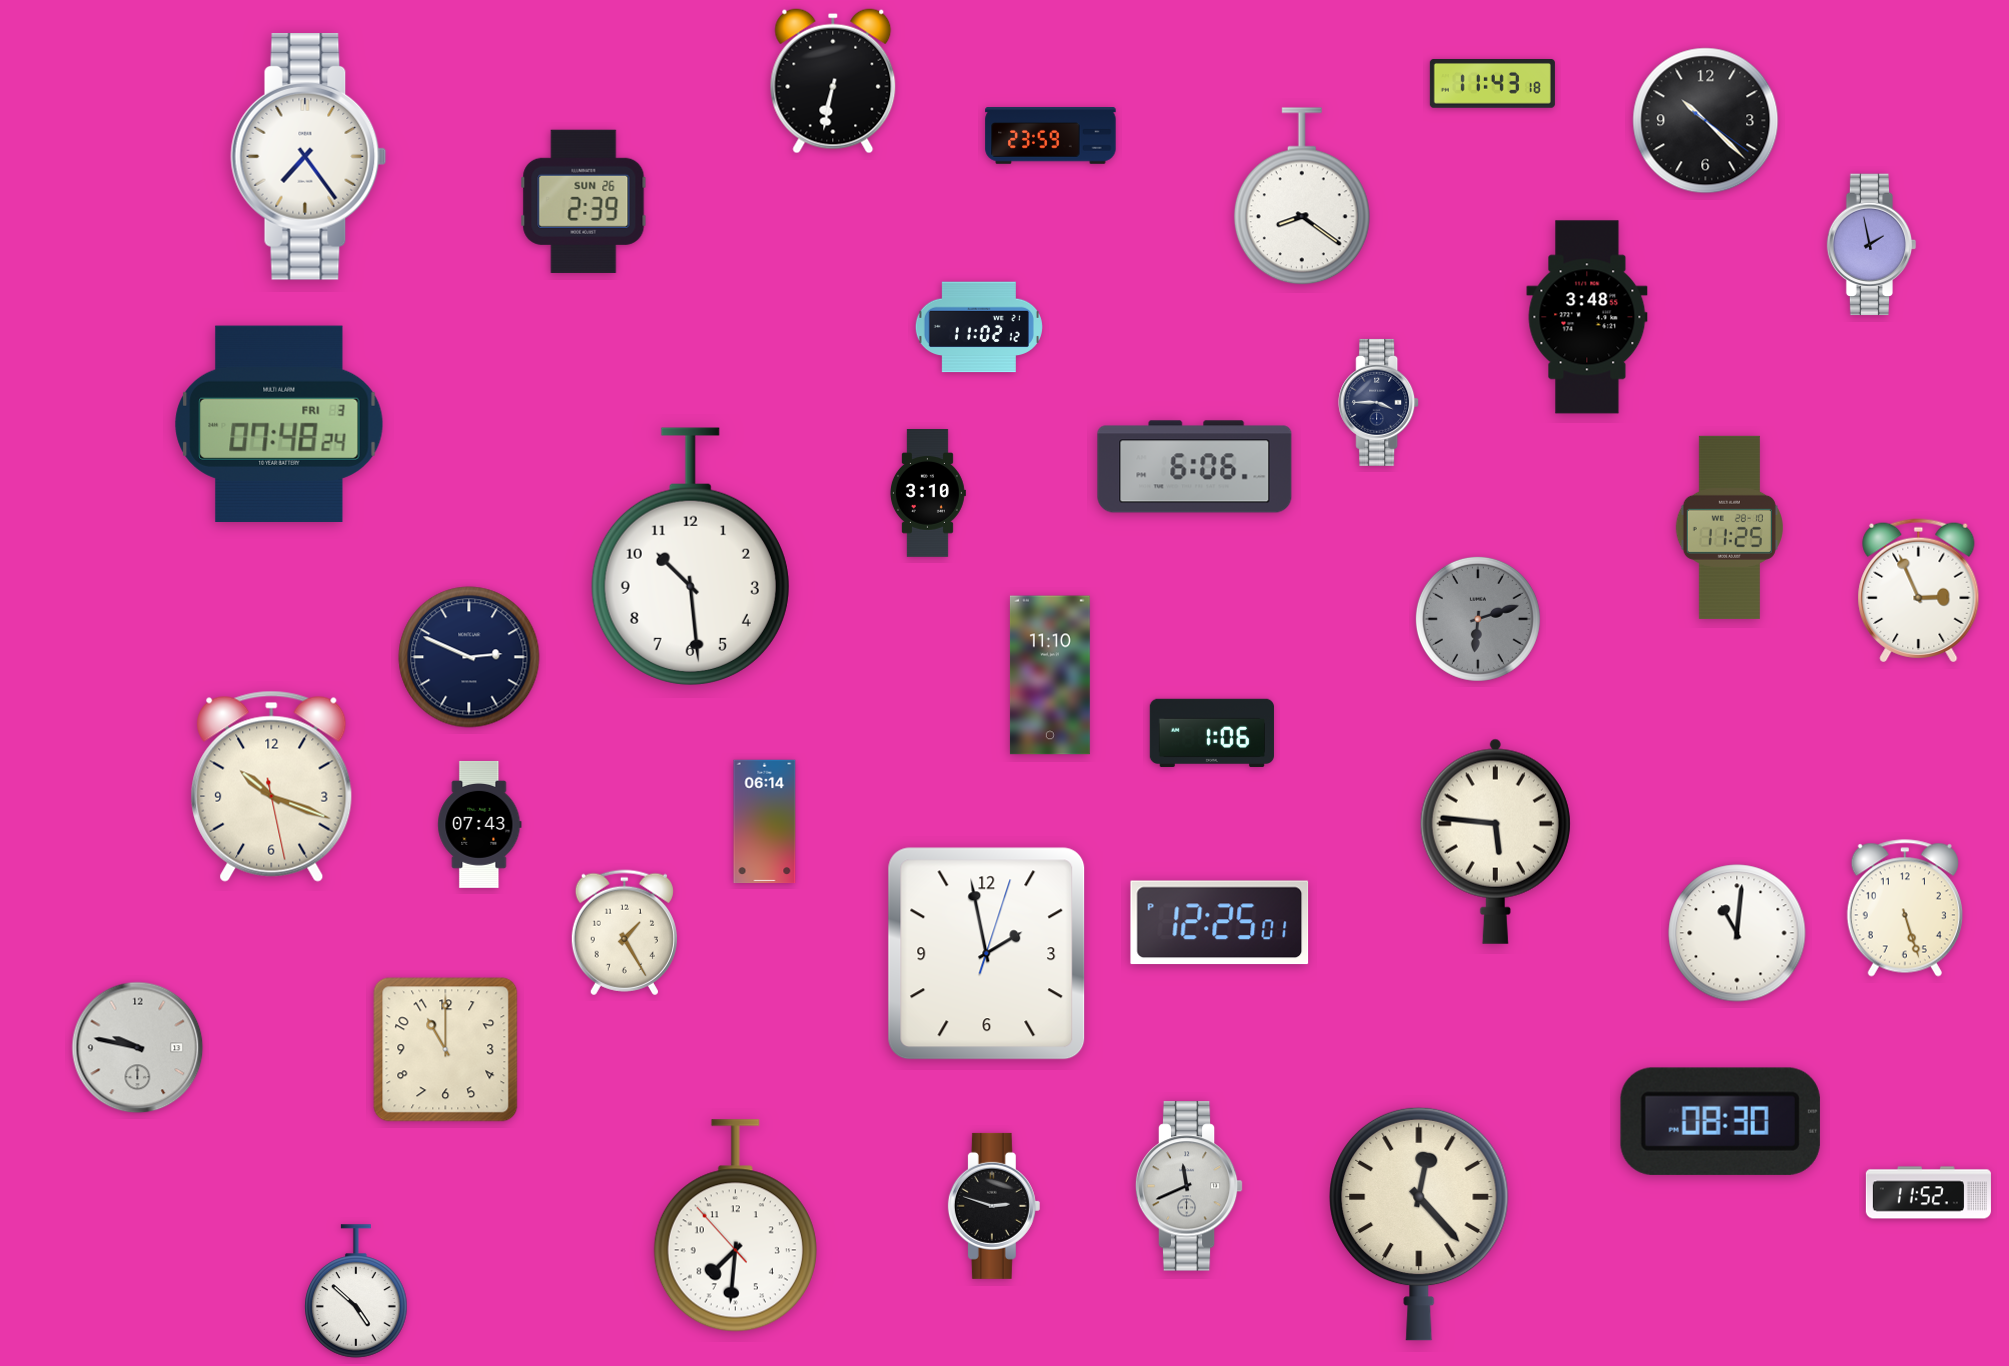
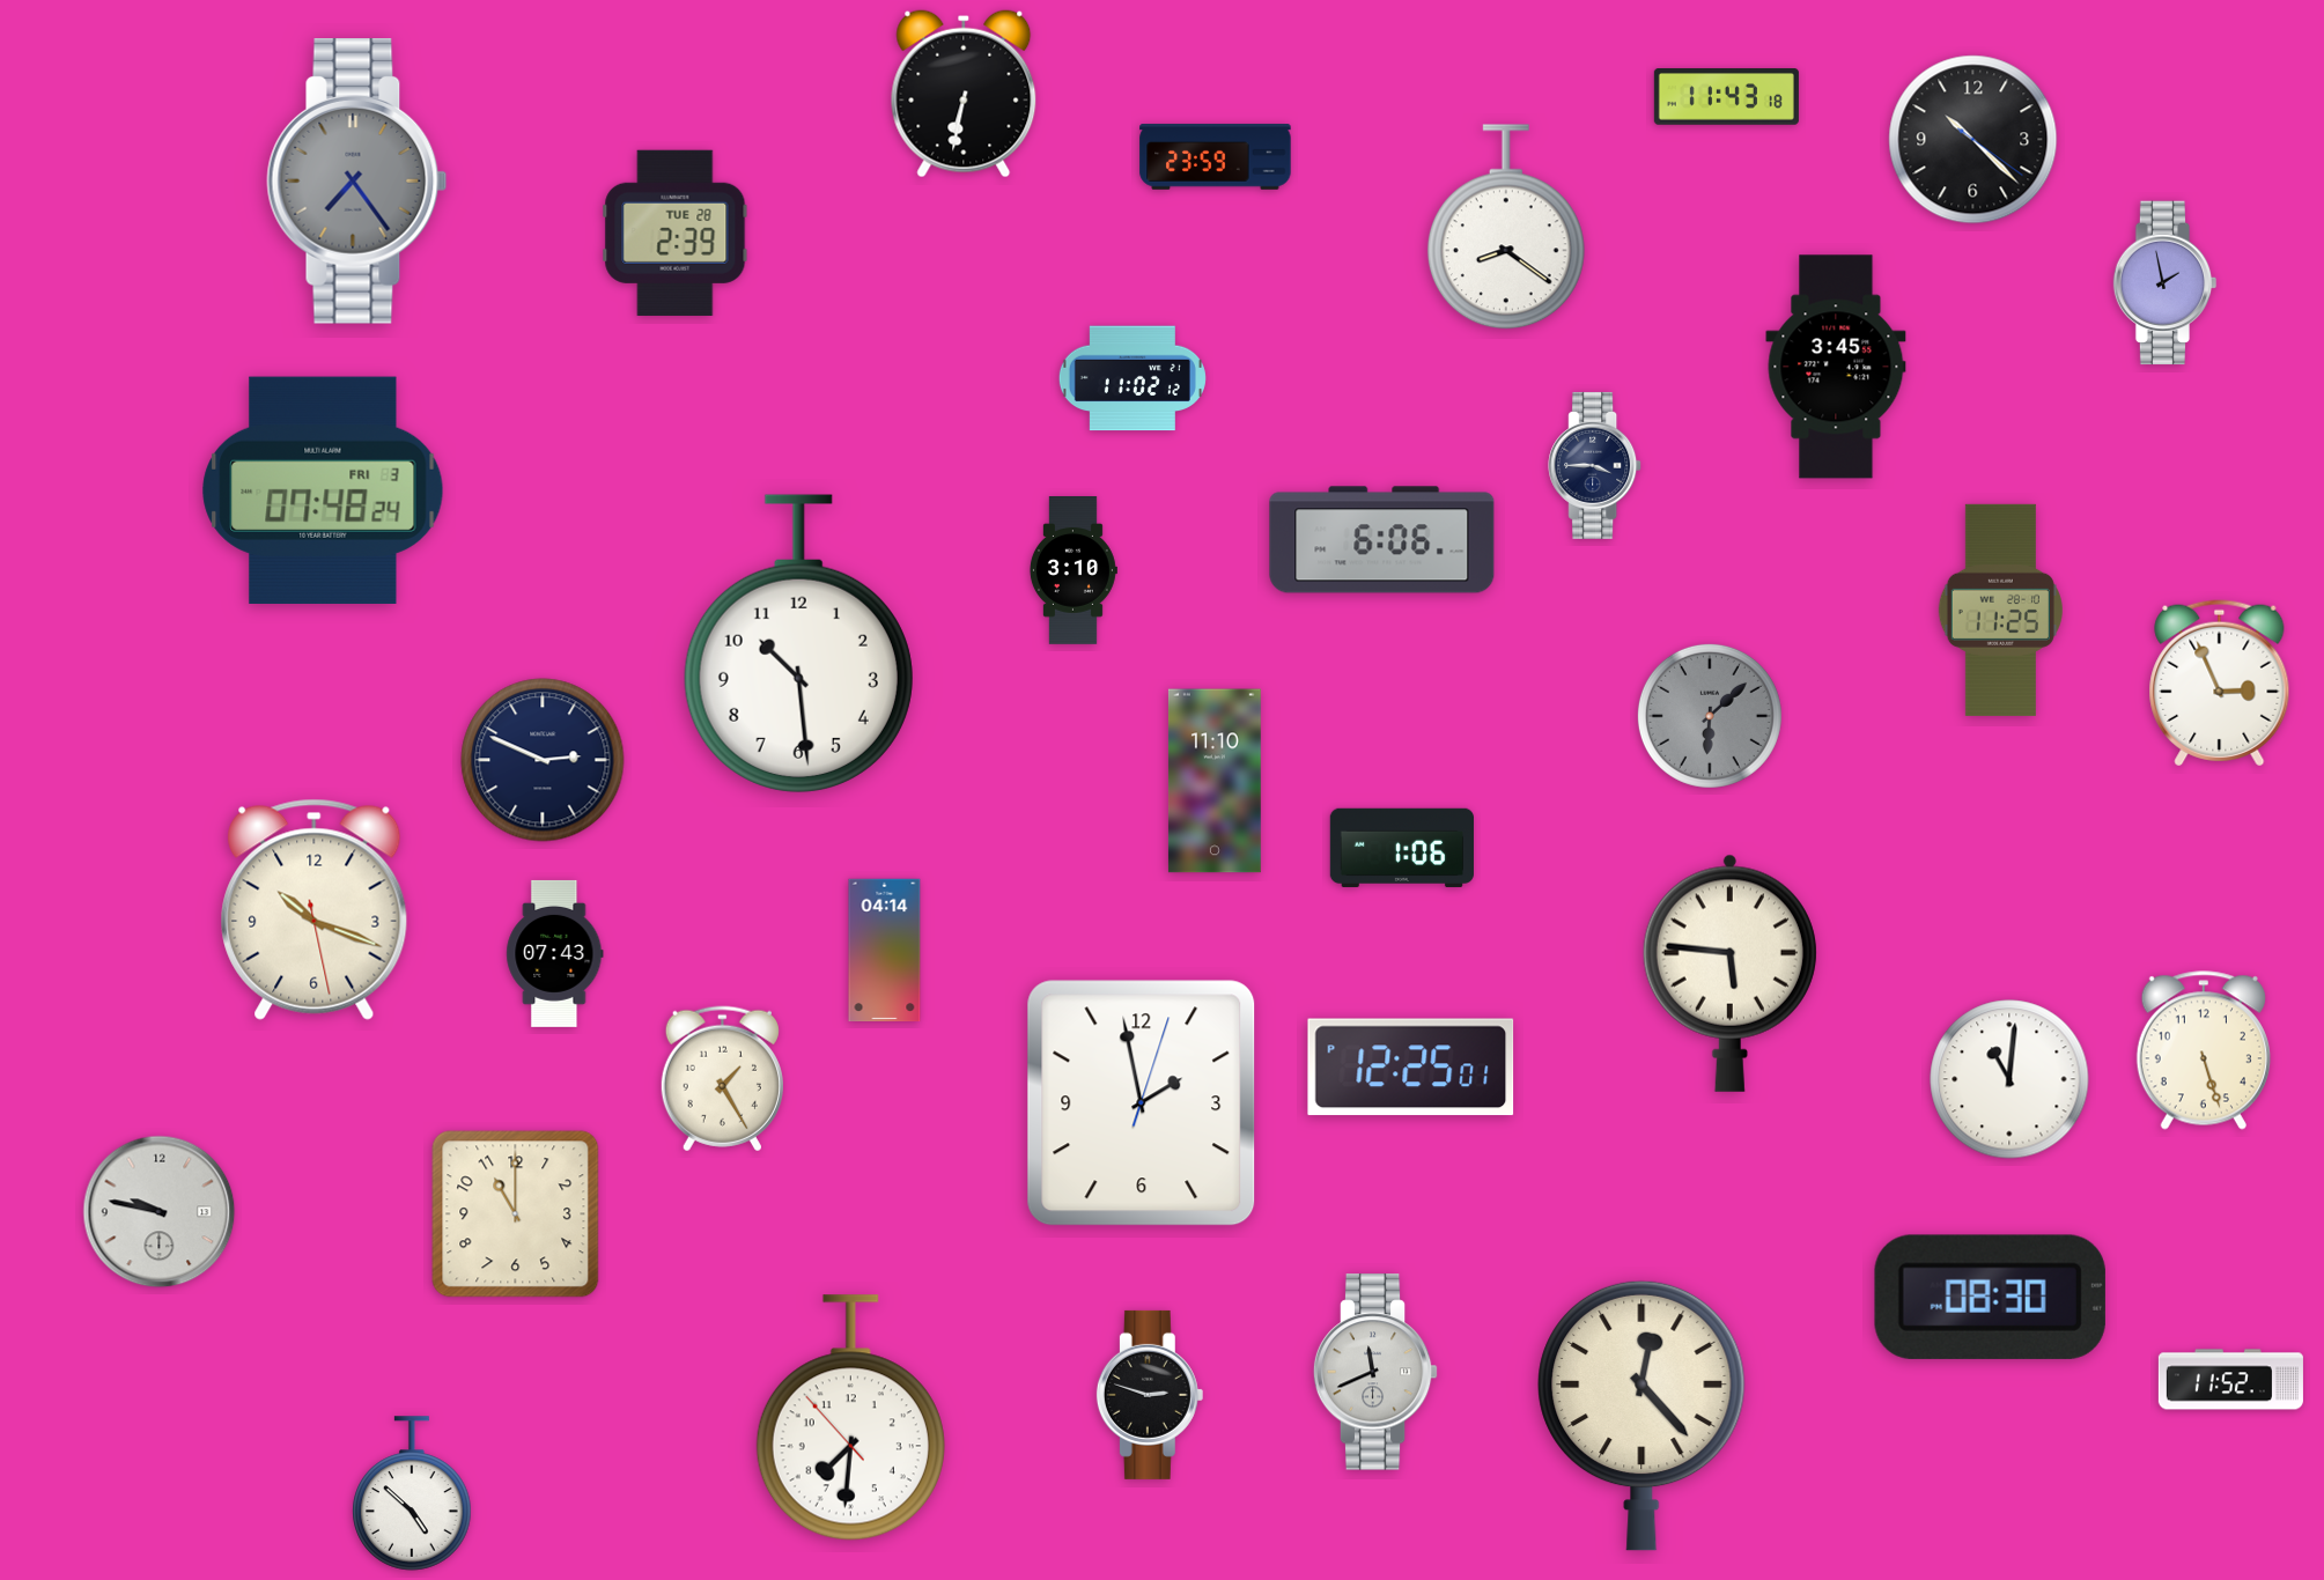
clock at (309, 157) dial: white -> grey
clock at (584, 201) date: SUN 26 -> TUE 28
clock at (1587, 317): 3:48 -> 3:45
clock at (1478, 619): 6:12 -> 6:08
clock at (765, 822): 06:14 -> 04:14
